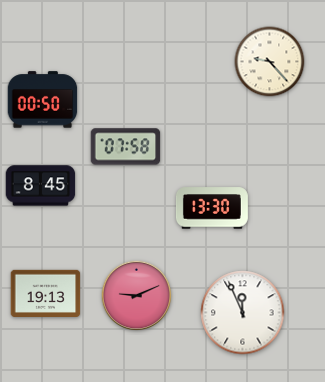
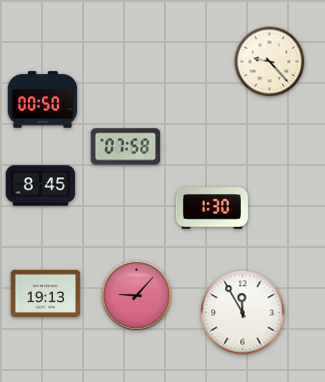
clock at (212, 208): 13:30 -> 1:30
clock at (137, 296): 9:11 -> 9:07
clock at (243, 313): 11:56 -> 11:55
